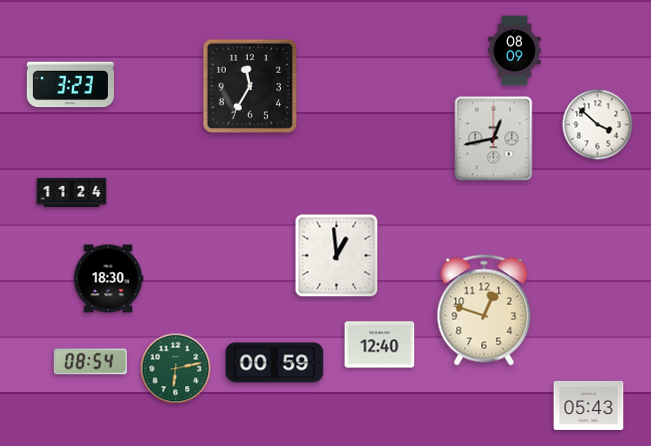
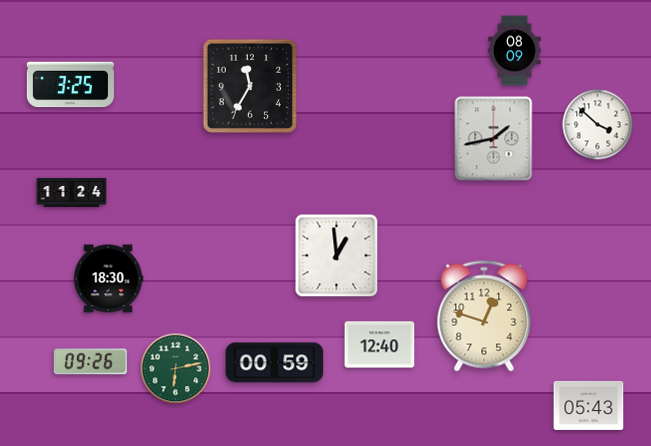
clock at (70, 85): 3:23 -> 3:25
clock at (494, 139): 12:43 -> 1:43
clock at (484, 310) position: (484, 310) -> (484, 316)
clock at (90, 362): 08:54 -> 09:26
